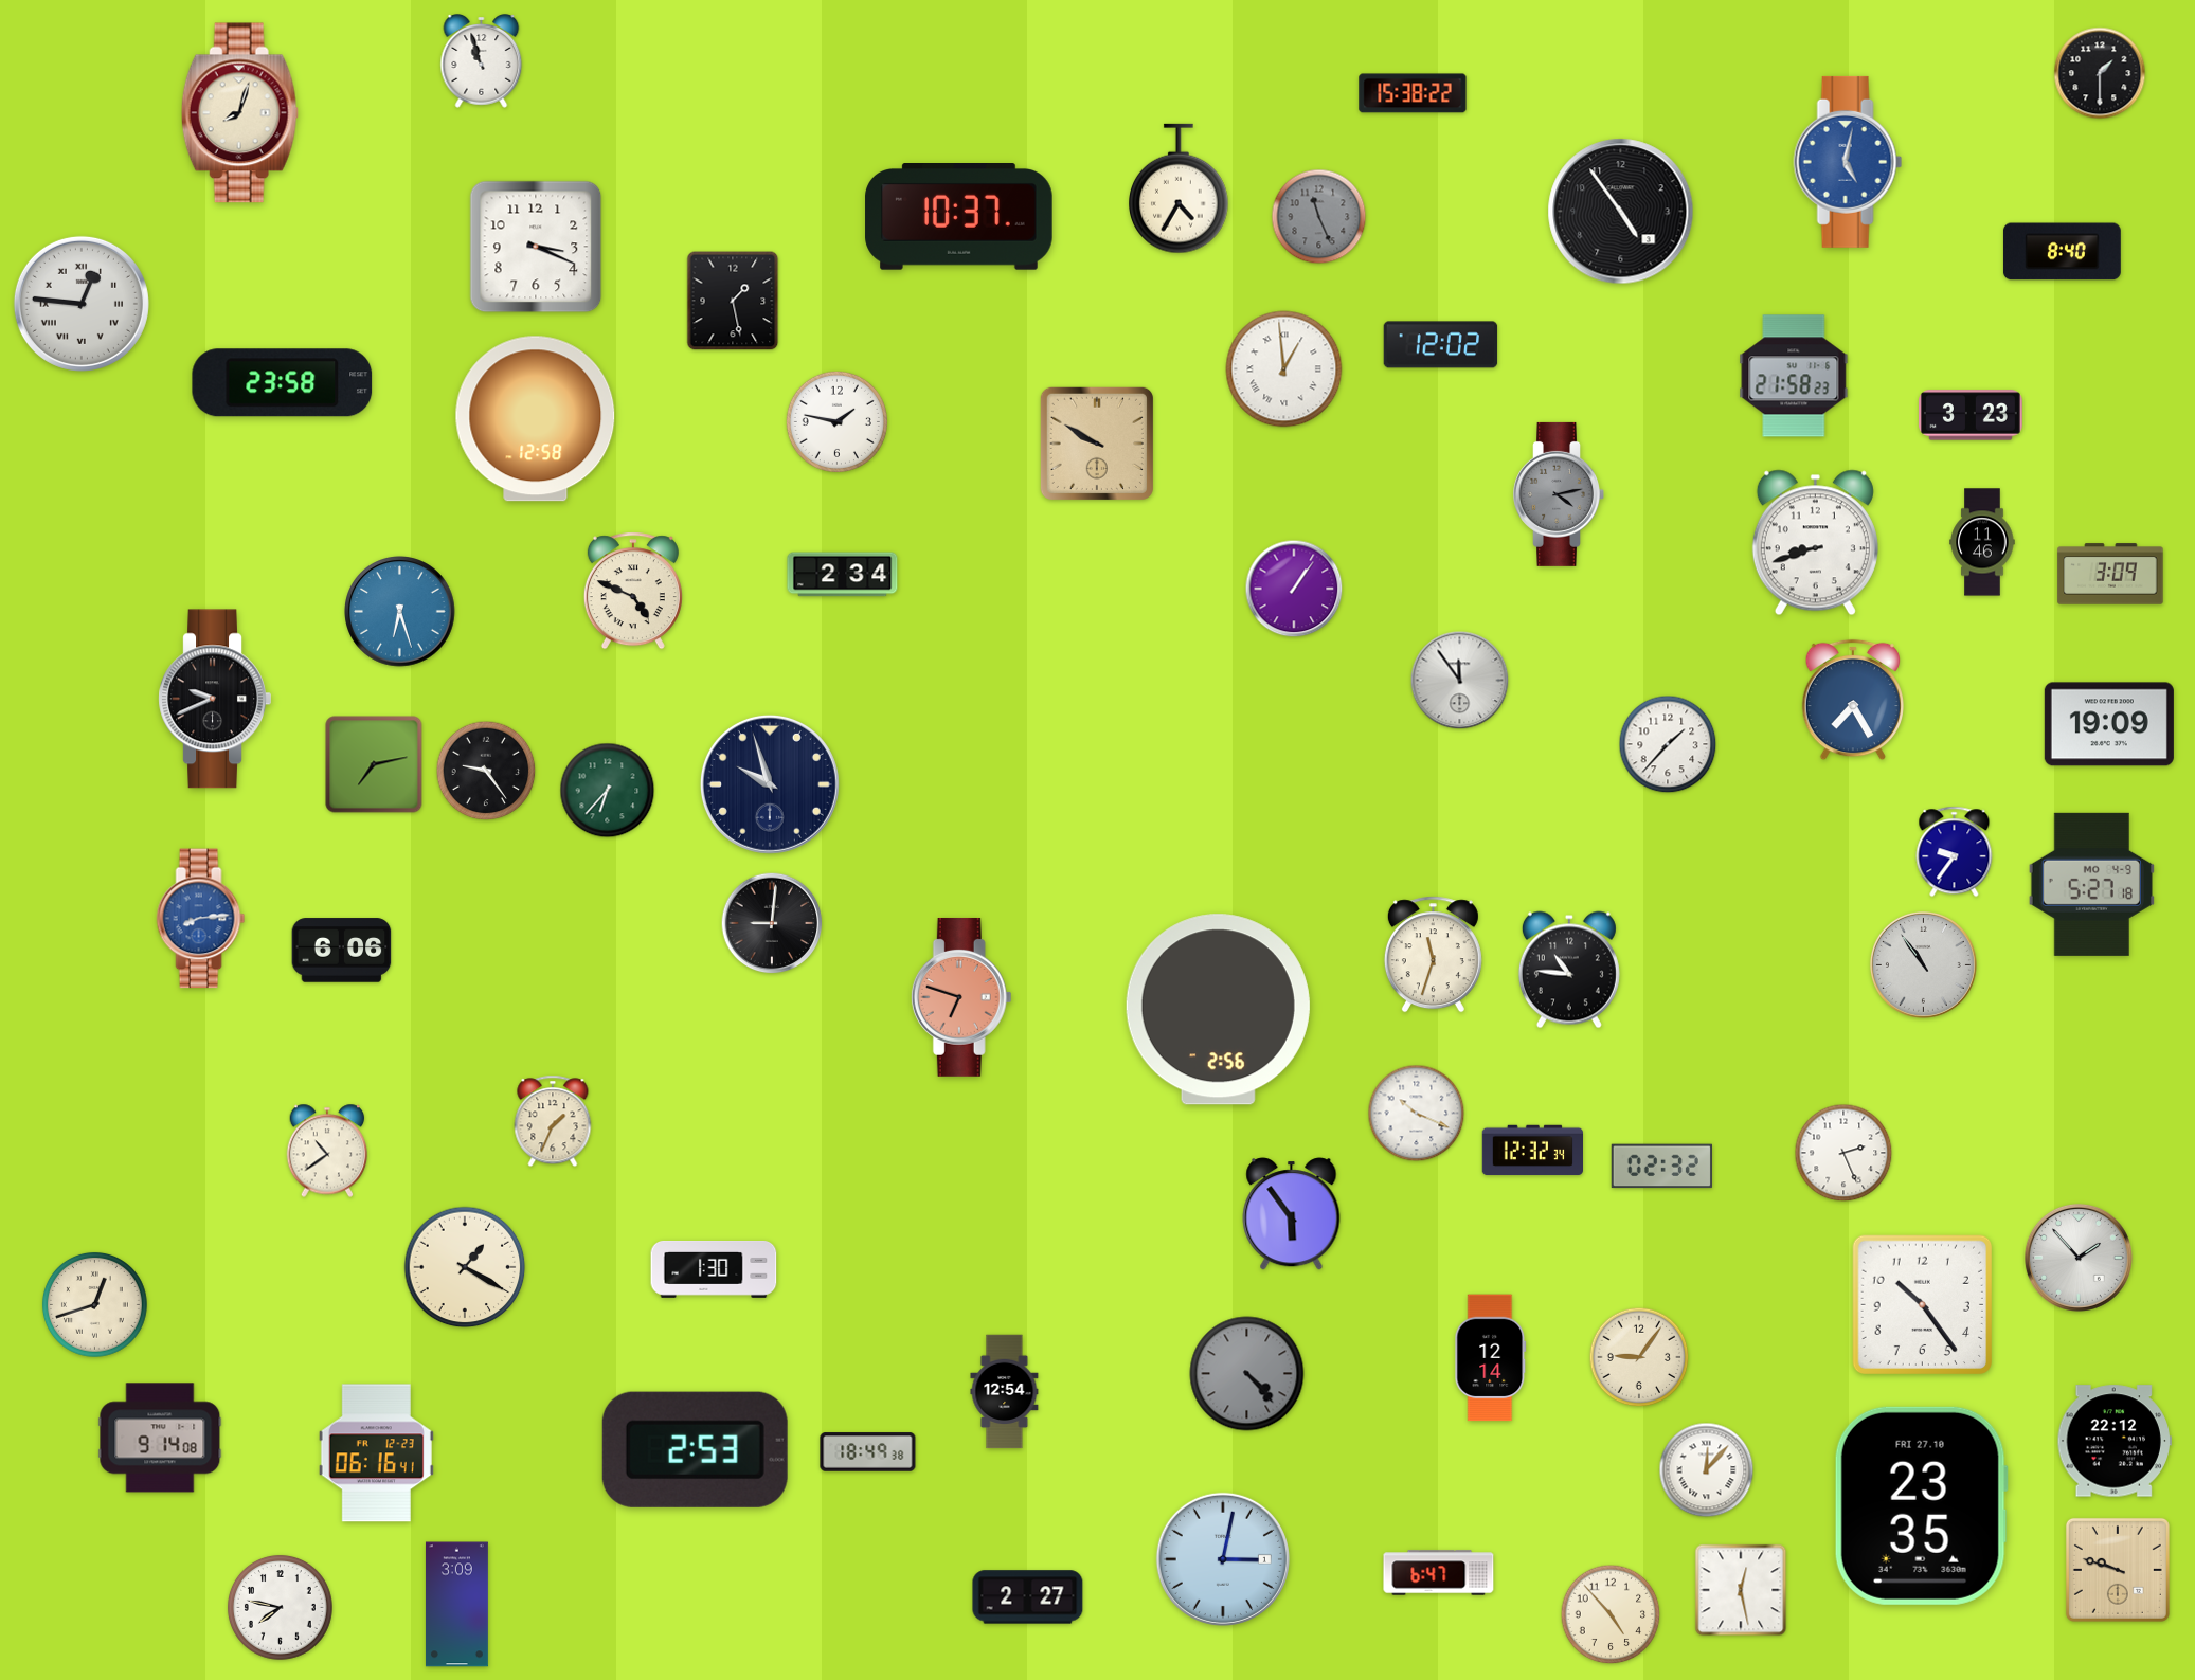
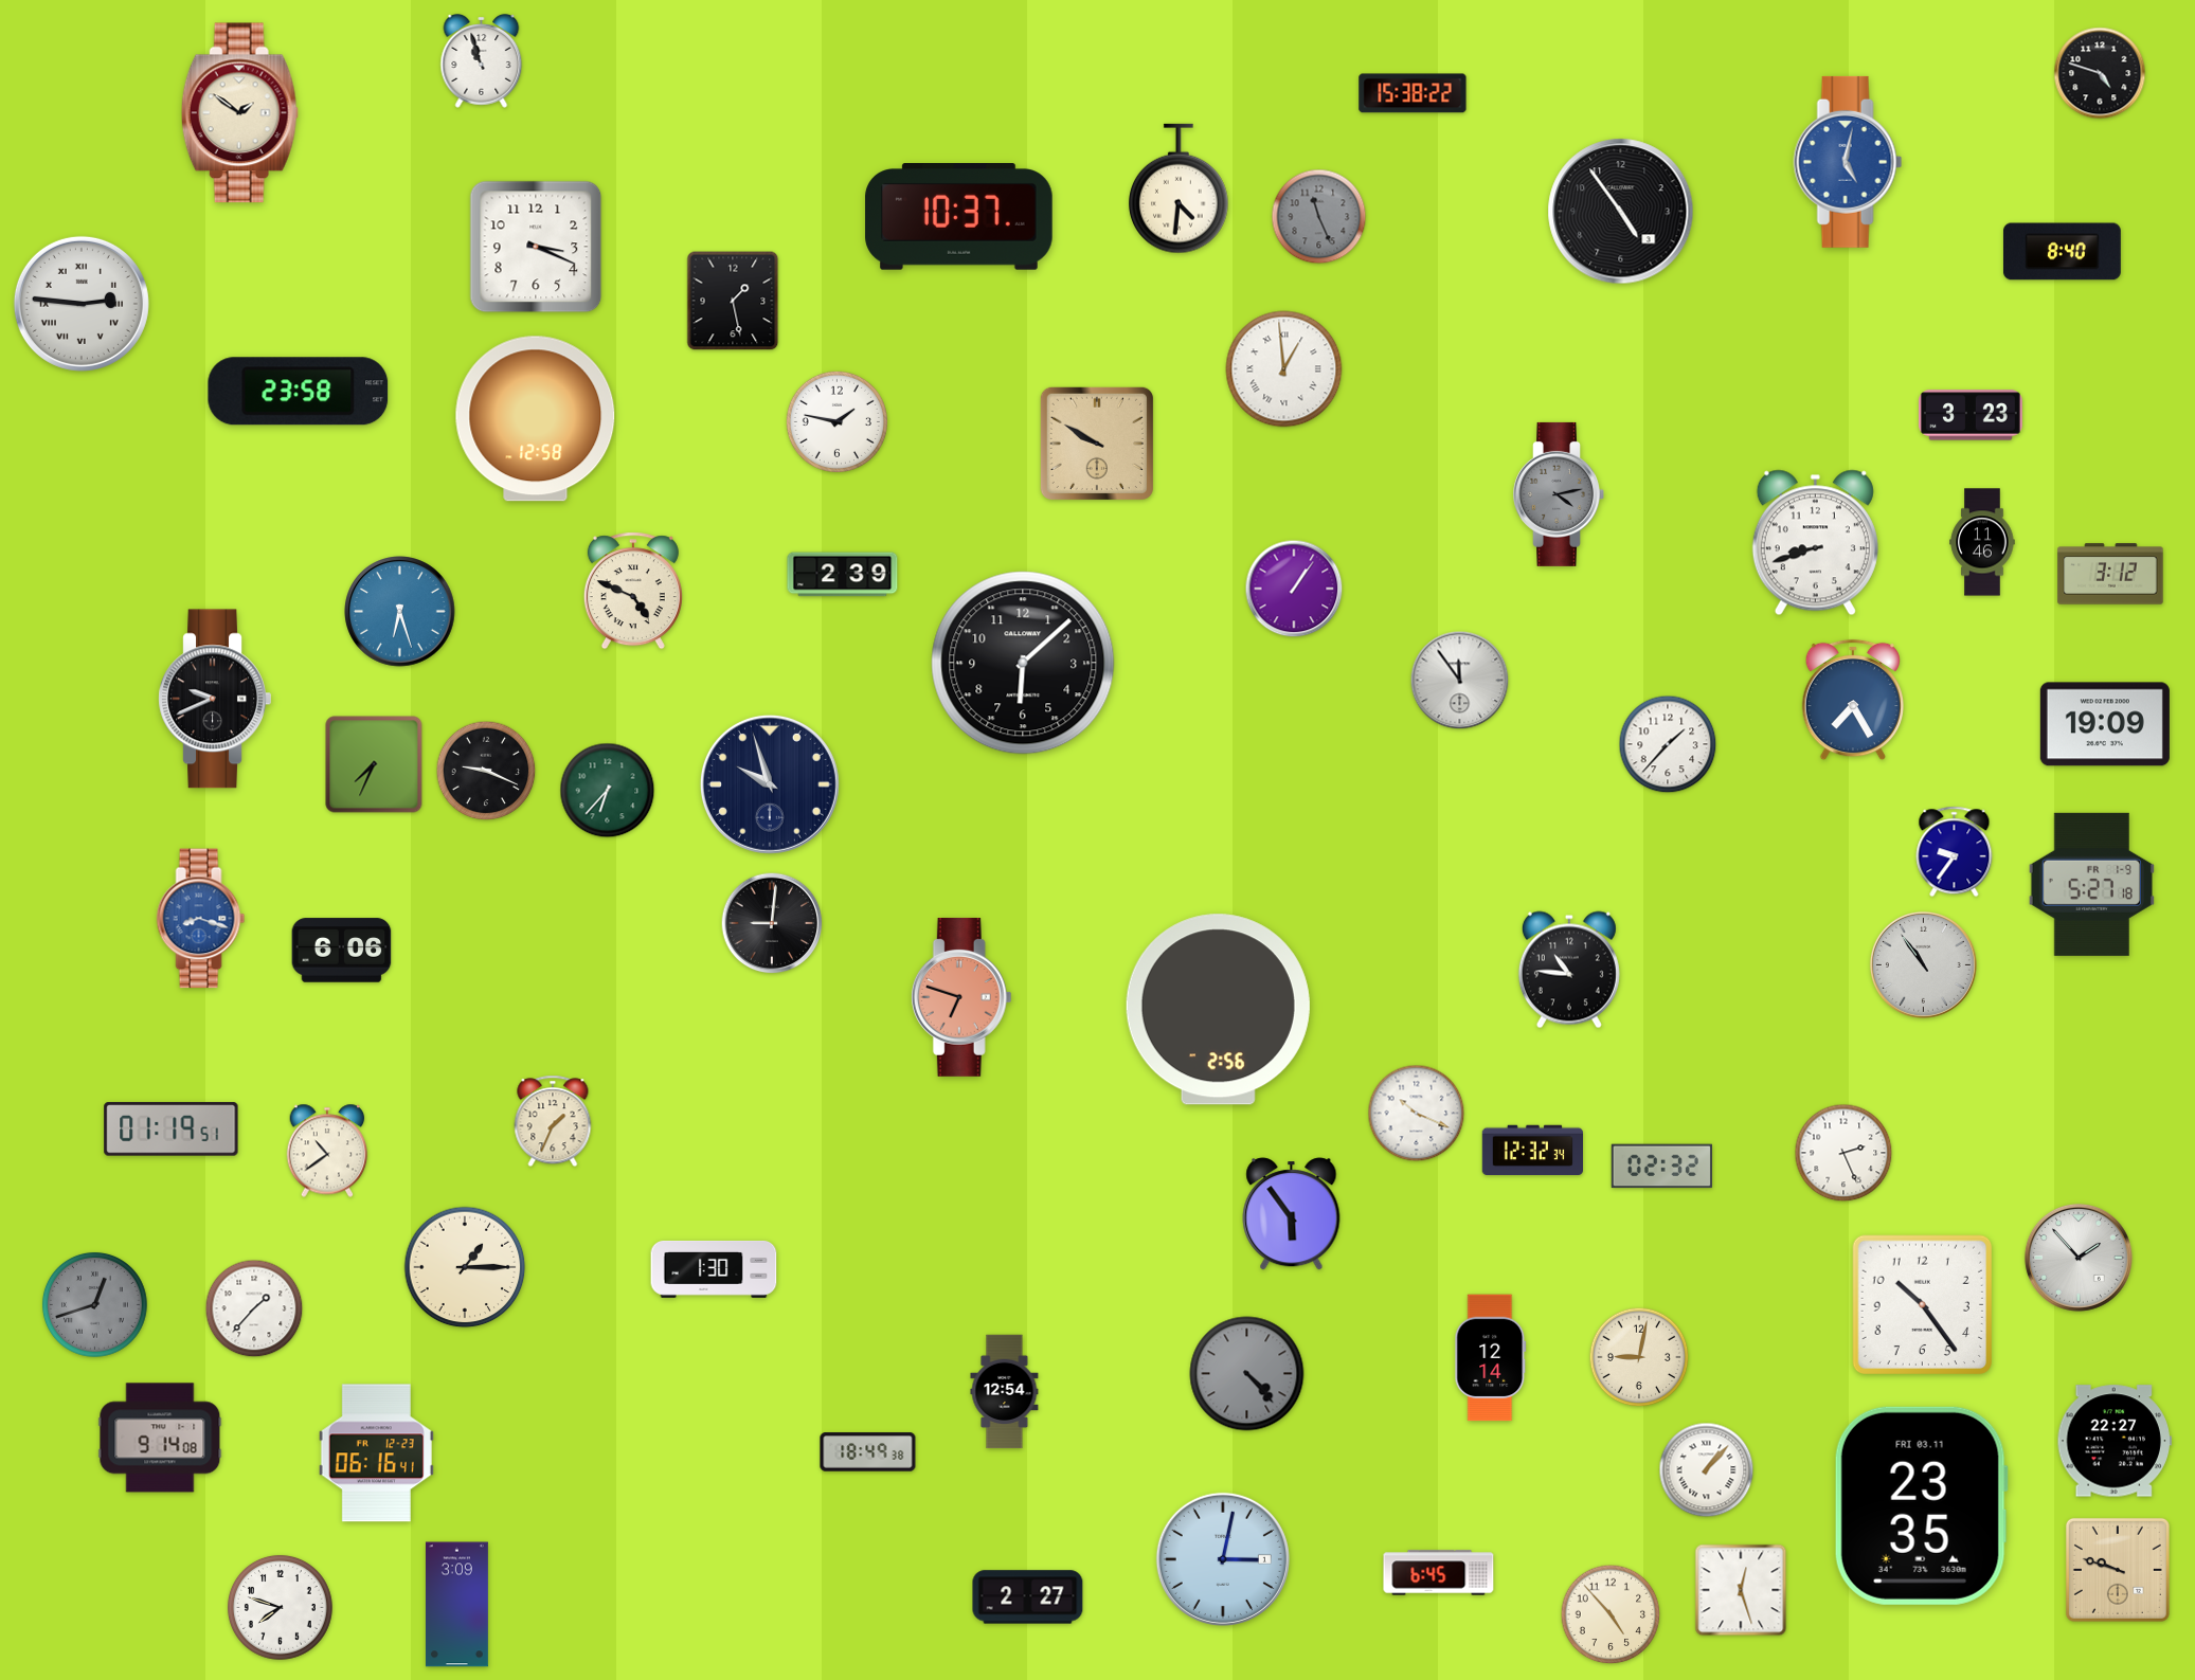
clock at (2100, 73): 1:30 -> 4:48
clock at (239, 113): 8:03 -> 1:51
clock at (1180, 188): 4:35 -> 4:31
clock at (82, 304): 12:46 -> 2:46
clock at (1441, 345): 12:02 -> none
clock at (1794, 376): 21:58 -> none
clock at (283, 383) position: (283, 383) -> (299, 392)
clock at (2110, 574): 3:09 -> 3:12
clock at (843, 575): 2:34 -> 2:39
clock at (1023, 663): none -> 6:08
clock at (2109, 724) position: (2109, 724) -> (2105, 724)
clock at (374, 764): 7:13 -> 7:34
clock at (486, 771): 9:24 -> 9:19
clock at (2091, 884) date: MO 4-9 -> FR 1-9
clock at (201, 919): 8:14 -> 8:18
clock at (1433, 955): 11:33 -> none
clock at (172, 1130): none -> 01:19
clock at (465, 1267): 1:20 -> 1:15
clock at (94, 1304) dial: cream -> grey
clock at (254, 1308): none -> 1:37
clock at (1639, 1357): 9:06 -> 9:02
clock at (2115, 1441): 22:12 -> 22:27
clock at (695, 1449): 2:53 -> none
clock at (1707, 1470): 12:07 -> 1:07
clock at (1921, 1505) date: FRI 27.10 -> FRI 03.11
clock at (1439, 1573): 6:47 -> 6:45
clock at (1741, 1590): 12:28 -> 12:27
clock at (280, 1607): 7:47 -> 7:48
